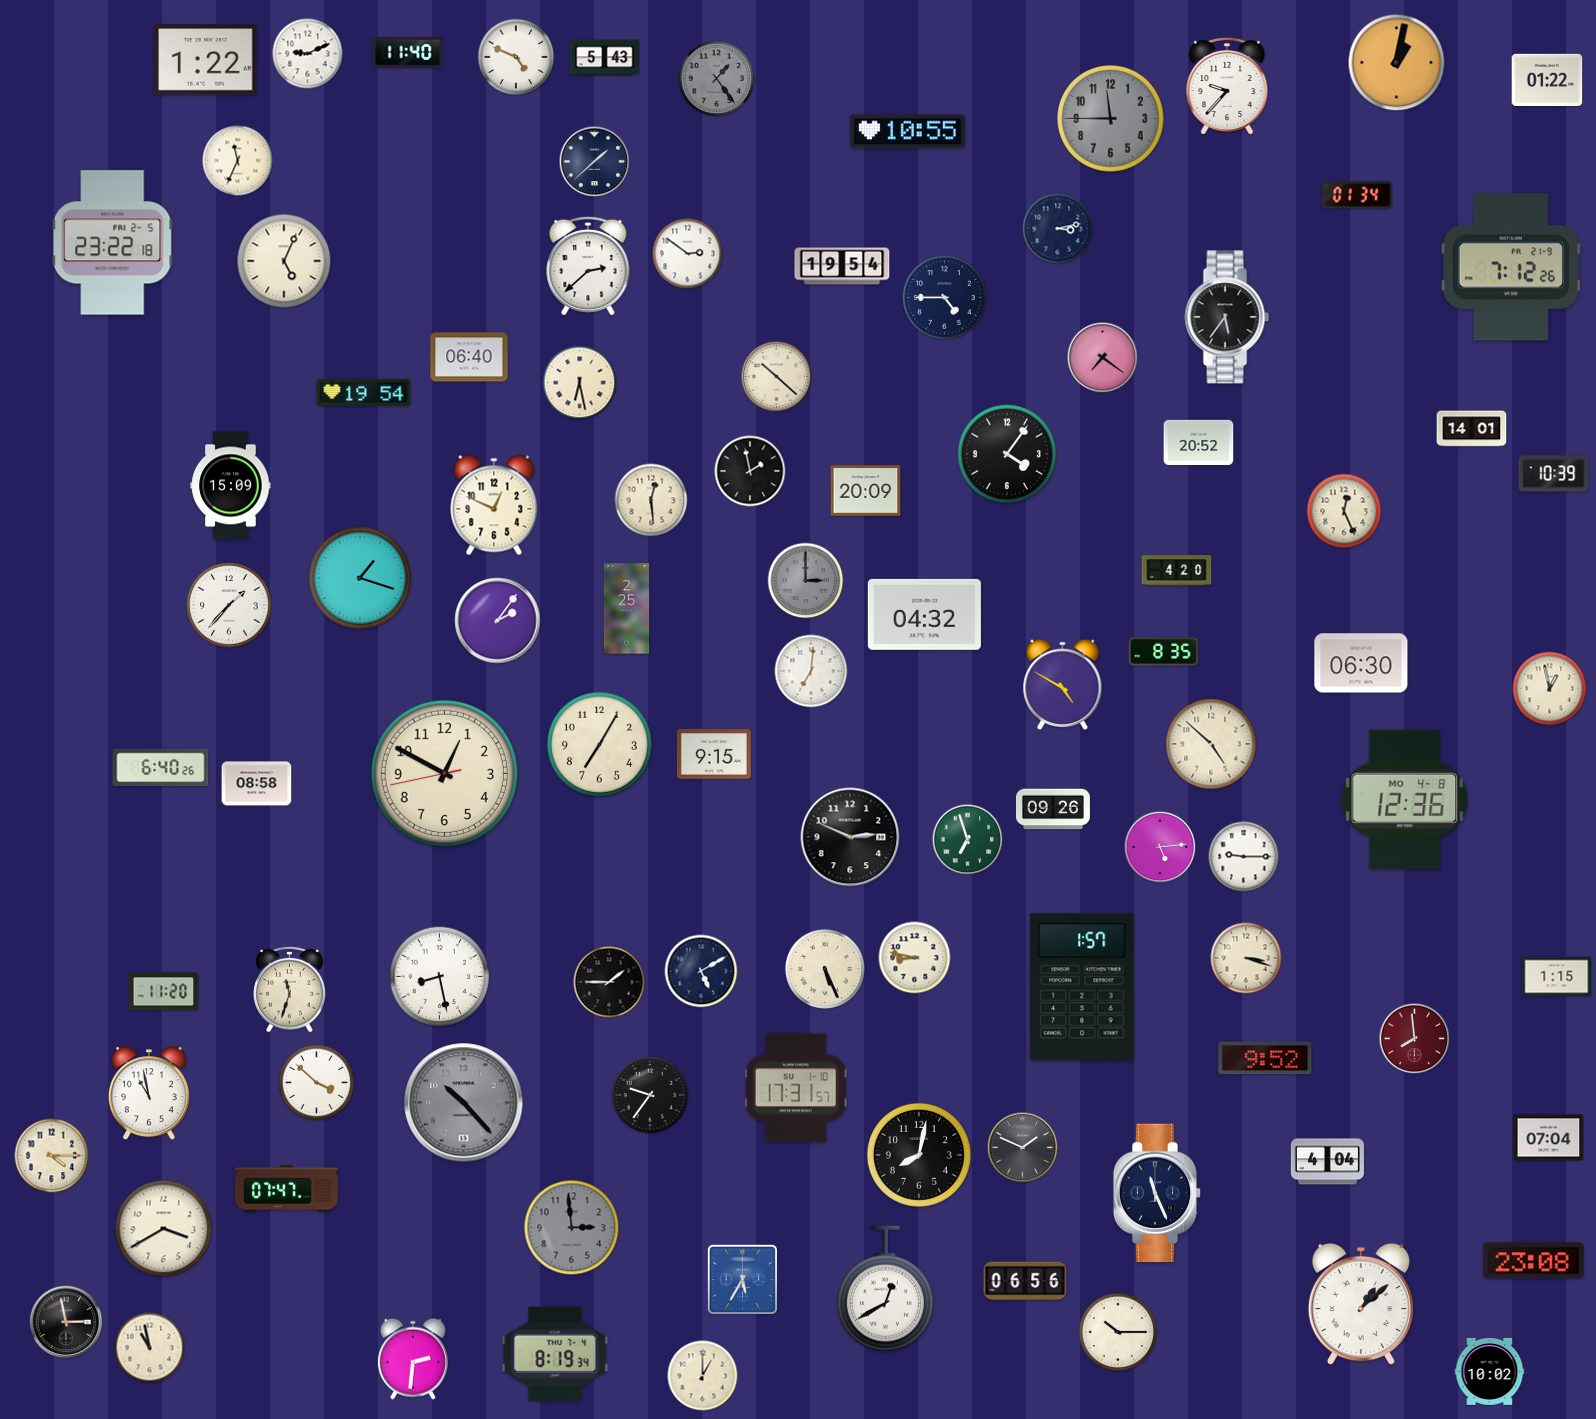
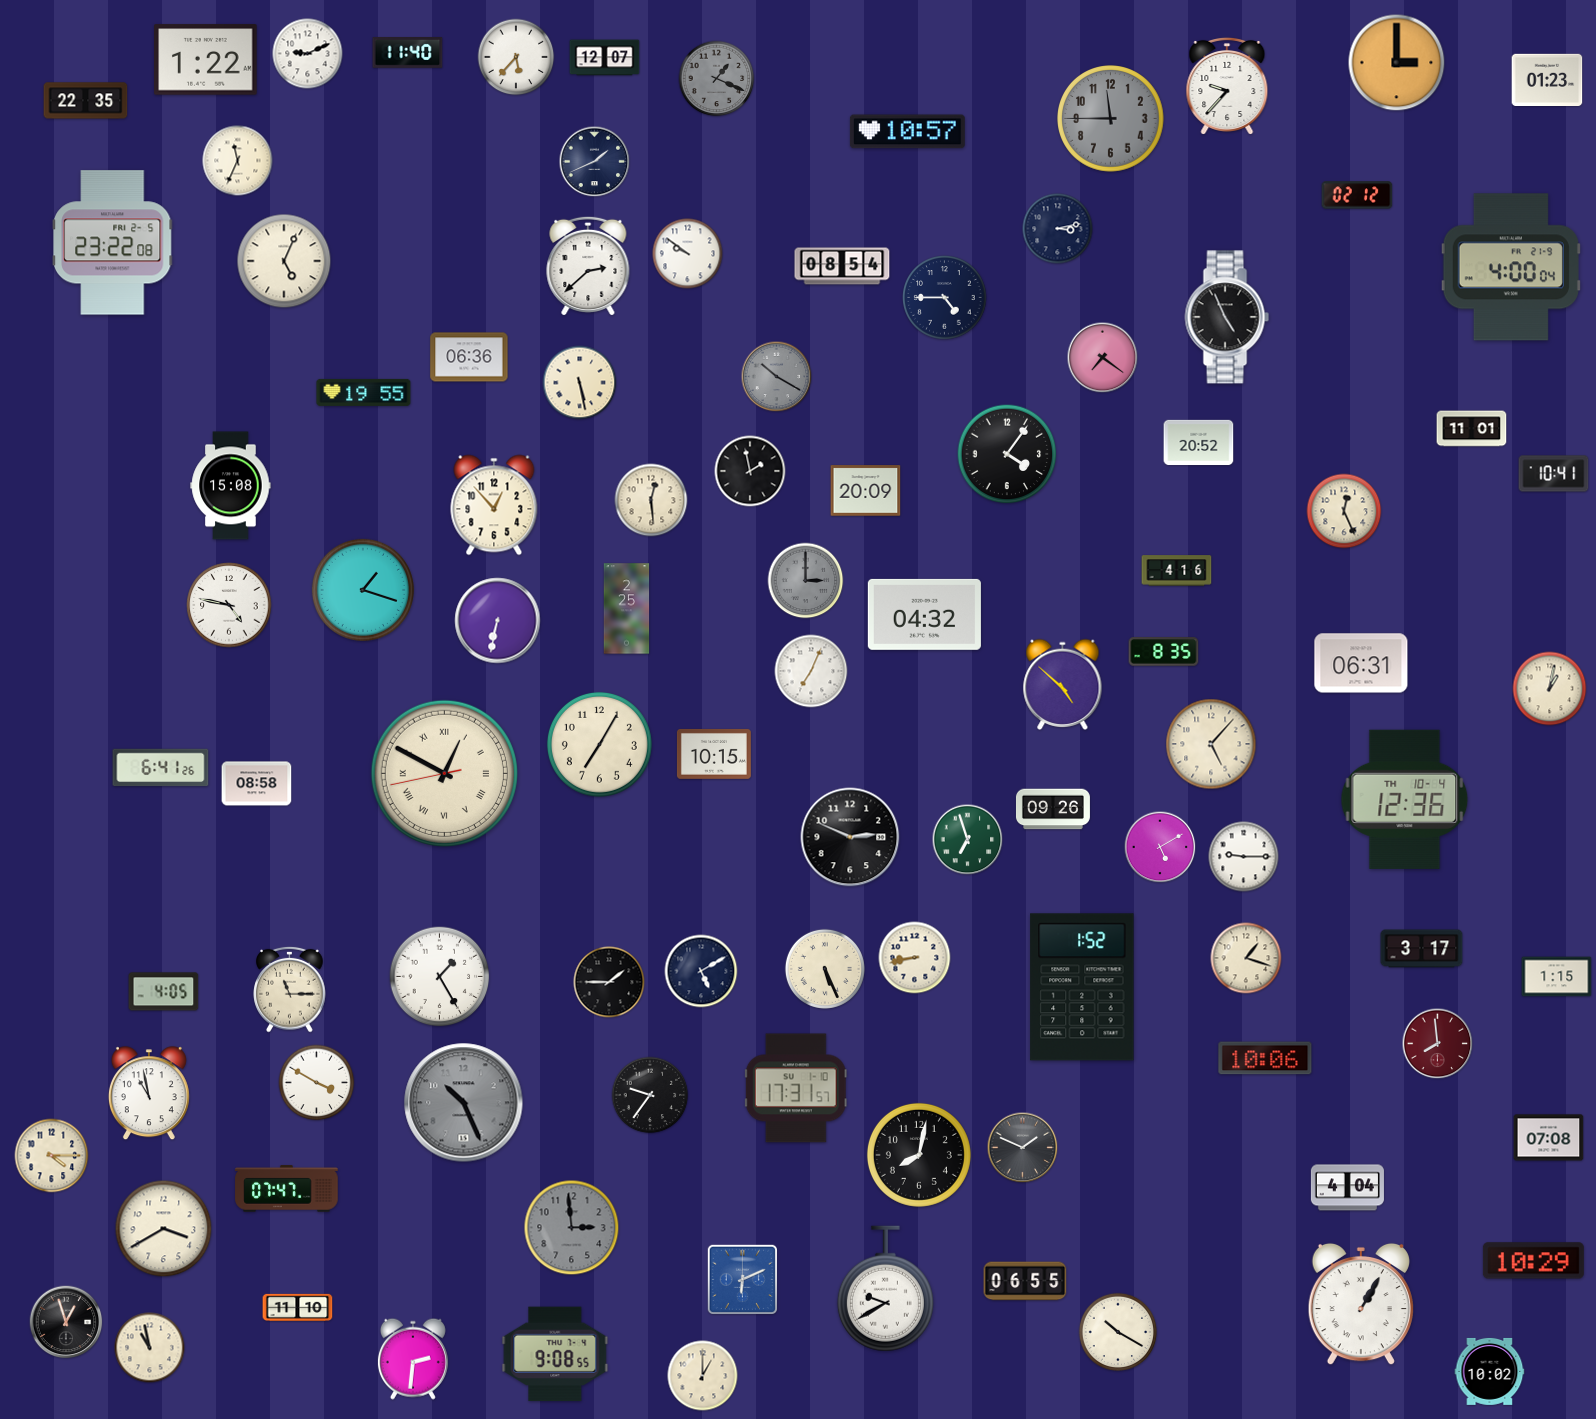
clock at (516, 57): 4:49 -> 5:37
clock at (605, 58): 5:43 -> 12:07
clock at (1397, 63): 1:02 -> 3:00
clock at (717, 79): 1:24 -> 1:19
clock at (1547, 79): 01:22 -> 01:23
clock at (86, 101): none -> 22:35
clock at (907, 132): 10:55 -> 10:57
clock at (595, 162): 1:38 -> 1:41
clock at (1357, 195): 01:34 -> 02:12
clock at (113, 243): 23:22:18 -> 23:22:08
clock at (688, 254): 2:51 -> 9:51
clock at (842, 266): 19:54 -> 08:54
clock at (1511, 267): 7:12 -> 4:00
clock at (1227, 317): 5:36 -> 4:56
clock at (469, 357): 06:40 -> 06:36
clock at (777, 377): 10:22 -> 10:20
clock at (777, 377) dial: cream -> grey
clock at (580, 383): 6:28 -> 5:28
clock at (364, 392): 19:54 -> 19:55
clock at (1472, 429): 14:01 -> 11:01
clock at (1554, 474): 10:39 -> 10:41
clock at (231, 486): 15:09 -> 15:08
clock at (494, 505): 12:49 -> 12:53
clock at (1177, 571): 4:20 -> 4:16
clock at (360, 578) position: (360, 578) -> (363, 590)
clock at (229, 605): 1:37 -> 4:47
clock at (498, 621): 2:06 -> 6:32
clock at (1361, 663): 06:30 -> 06:31
clock at (811, 671): 7:01 -> 7:04
clock at (1063, 684): 4:50 -> 4:52
clock at (1550, 689): 12:58 -> 1:02
clock at (1211, 744): 4:52 -> 5:07
clock at (714, 754): 9:15 -> 10:15
clock at (161, 768): 6:40 -> 6:41
clock at (444, 773) numerals: Arabic -> Roman
clock at (1405, 799) date: MO 4-8 -> TH 10-4
clock at (1160, 847): 5:14 -> 5:10
clock at (1422, 949): none -> 3:17
clock at (915, 958): 8:47 -> 8:43
clock at (1246, 958): 3:18 -> 1:18
clock at (440, 977): 8:28 -> 1:25
clock at (1082, 987): 1:57 -> 1:52
clock at (290, 989): 11:33 -> 11:15
clock at (164, 992): 11:20 -> 4:05
clock at (1415, 1039) position: (1415, 1039) -> (1438, 1044)
clock at (1265, 1058): 9:52 -> 10:06
clock at (317, 1083): 3:52 -> 3:50
clock at (464, 1103): 10:23 -> 10:26
clock at (1549, 1138): 07:04 -> 07:08
clock at (1327, 1162) position: (1327, 1162) -> (1347, 1188)
clock at (1157, 1193): 11:26 -> none
clock at (1533, 1261): 23:08 -> 10:29
clock at (743, 1280): 5:35 -> 6:11
clock at (1025, 1281): 06:56 -> 06:55
clock at (885, 1289): 12:40 -> 9:40
clock at (1361, 1304): 1:08 -> 1:05
clock at (298, 1307): none -> 11:10
clock at (66, 1322): 2:58 -> 12:57
clock at (1118, 1332): 10:15 -> 10:20
clock at (555, 1354): 8:19 -> 9:08
